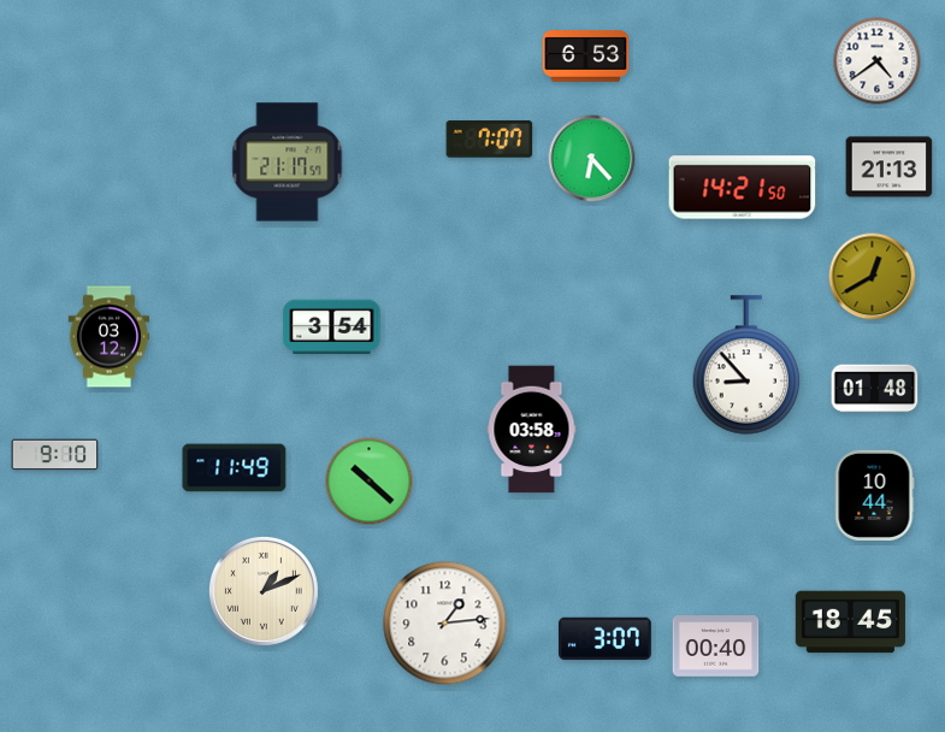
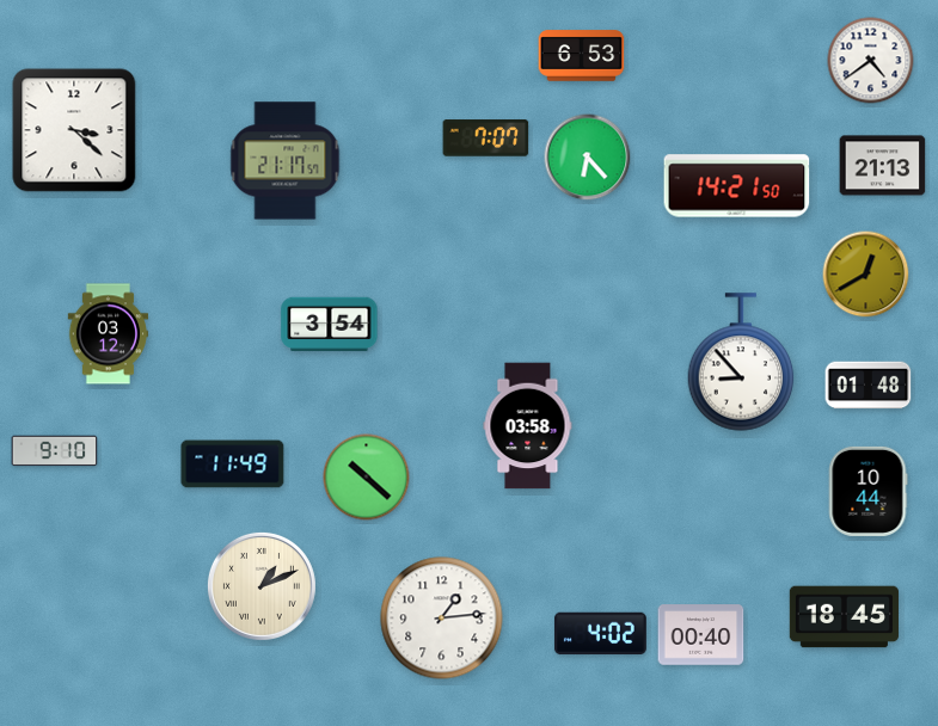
clock at (74, 130): none -> 3:22
clock at (604, 639): 3:07 -> 4:02
clock at (716, 647) position: (716, 647) -> (701, 635)
